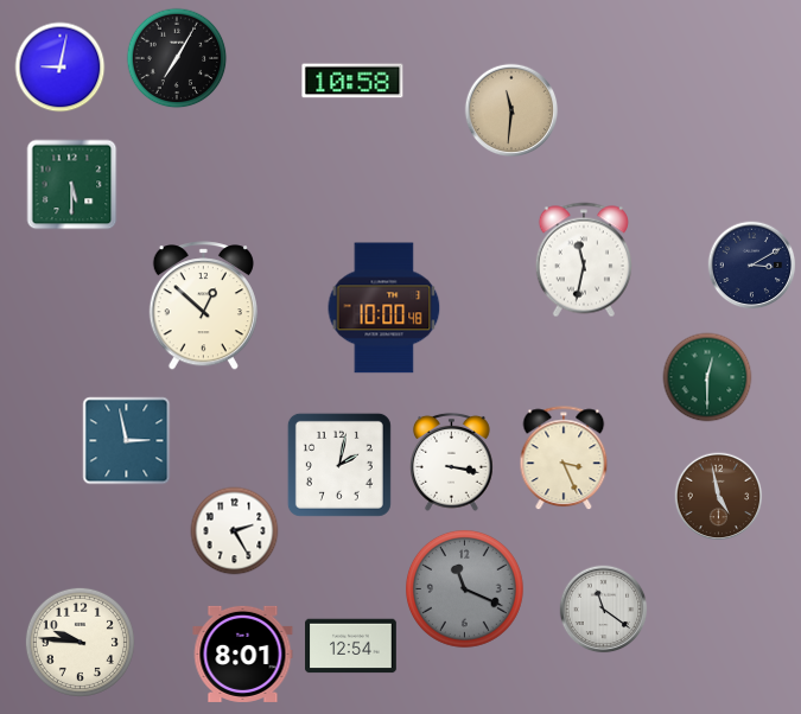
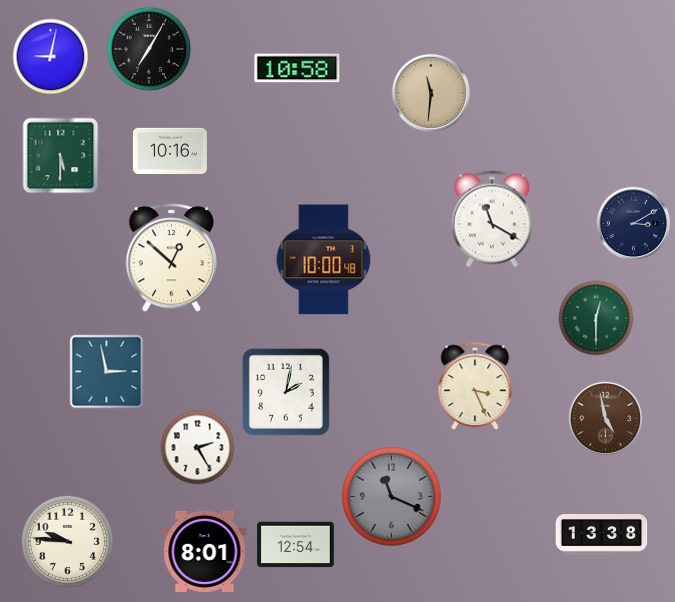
clock at (170, 151): none -> 10:16
clock at (584, 260): 11:32 -> 11:20
clock at (452, 461): 3:17 -> none
clock at (604, 610): 11:21 -> none
clock at (602, 535): none -> 13:38
